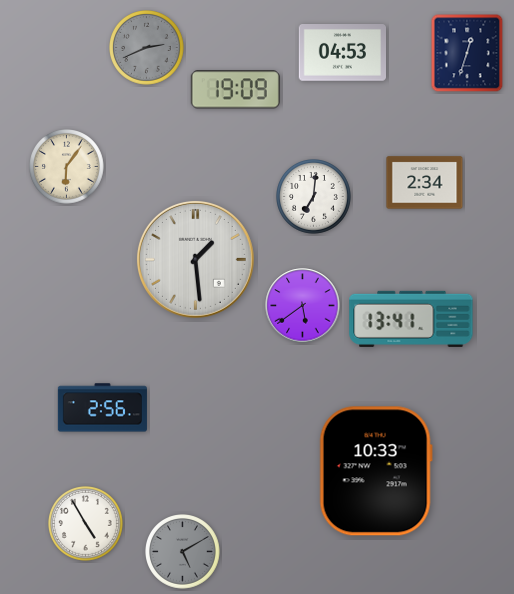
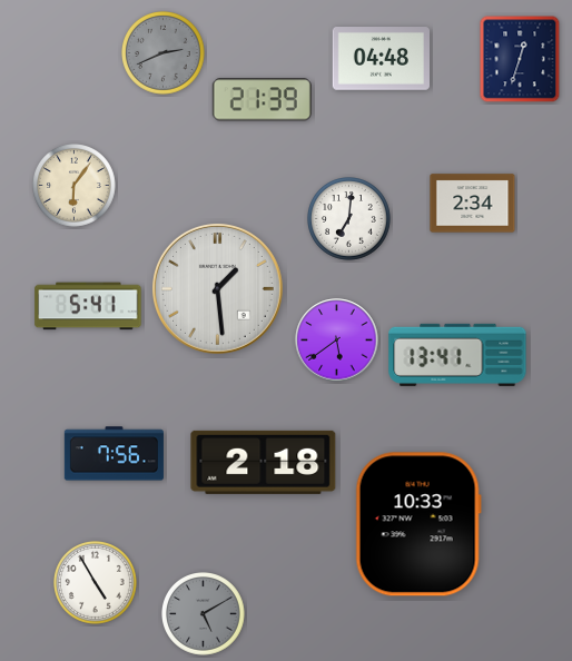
clock at (342, 53): 04:53 -> 04:48
clock at (235, 90): 19:09 -> 21:39
clock at (88, 306): none -> 5:41
clock at (102, 408): 2:56 -> 7:56
clock at (264, 462): none -> 2:18
